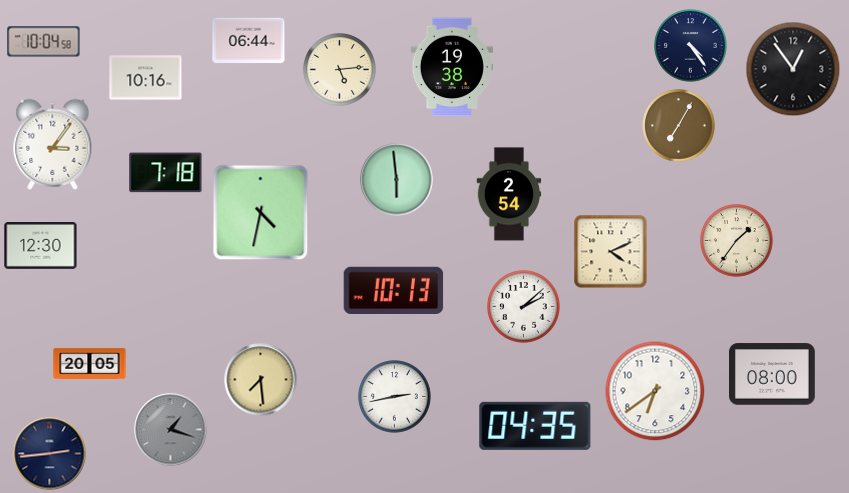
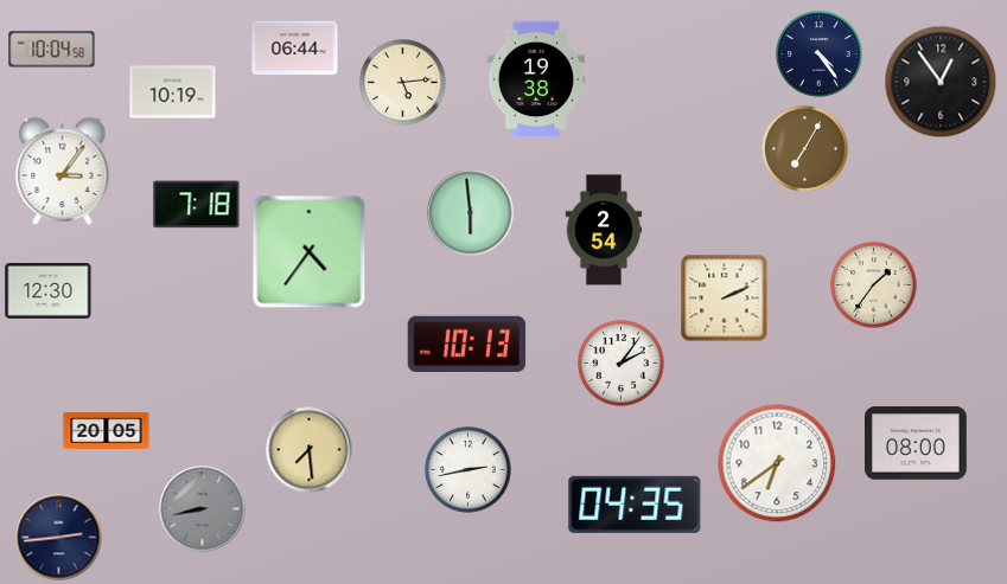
clock at (146, 78): 10:16 -> 10:19
clock at (261, 213): 4:32 -> 4:36
clock at (611, 252): 4:11 -> 2:11
clock at (524, 307): 2:08 -> 2:06
clock at (171, 430): 1:18 -> 8:43
